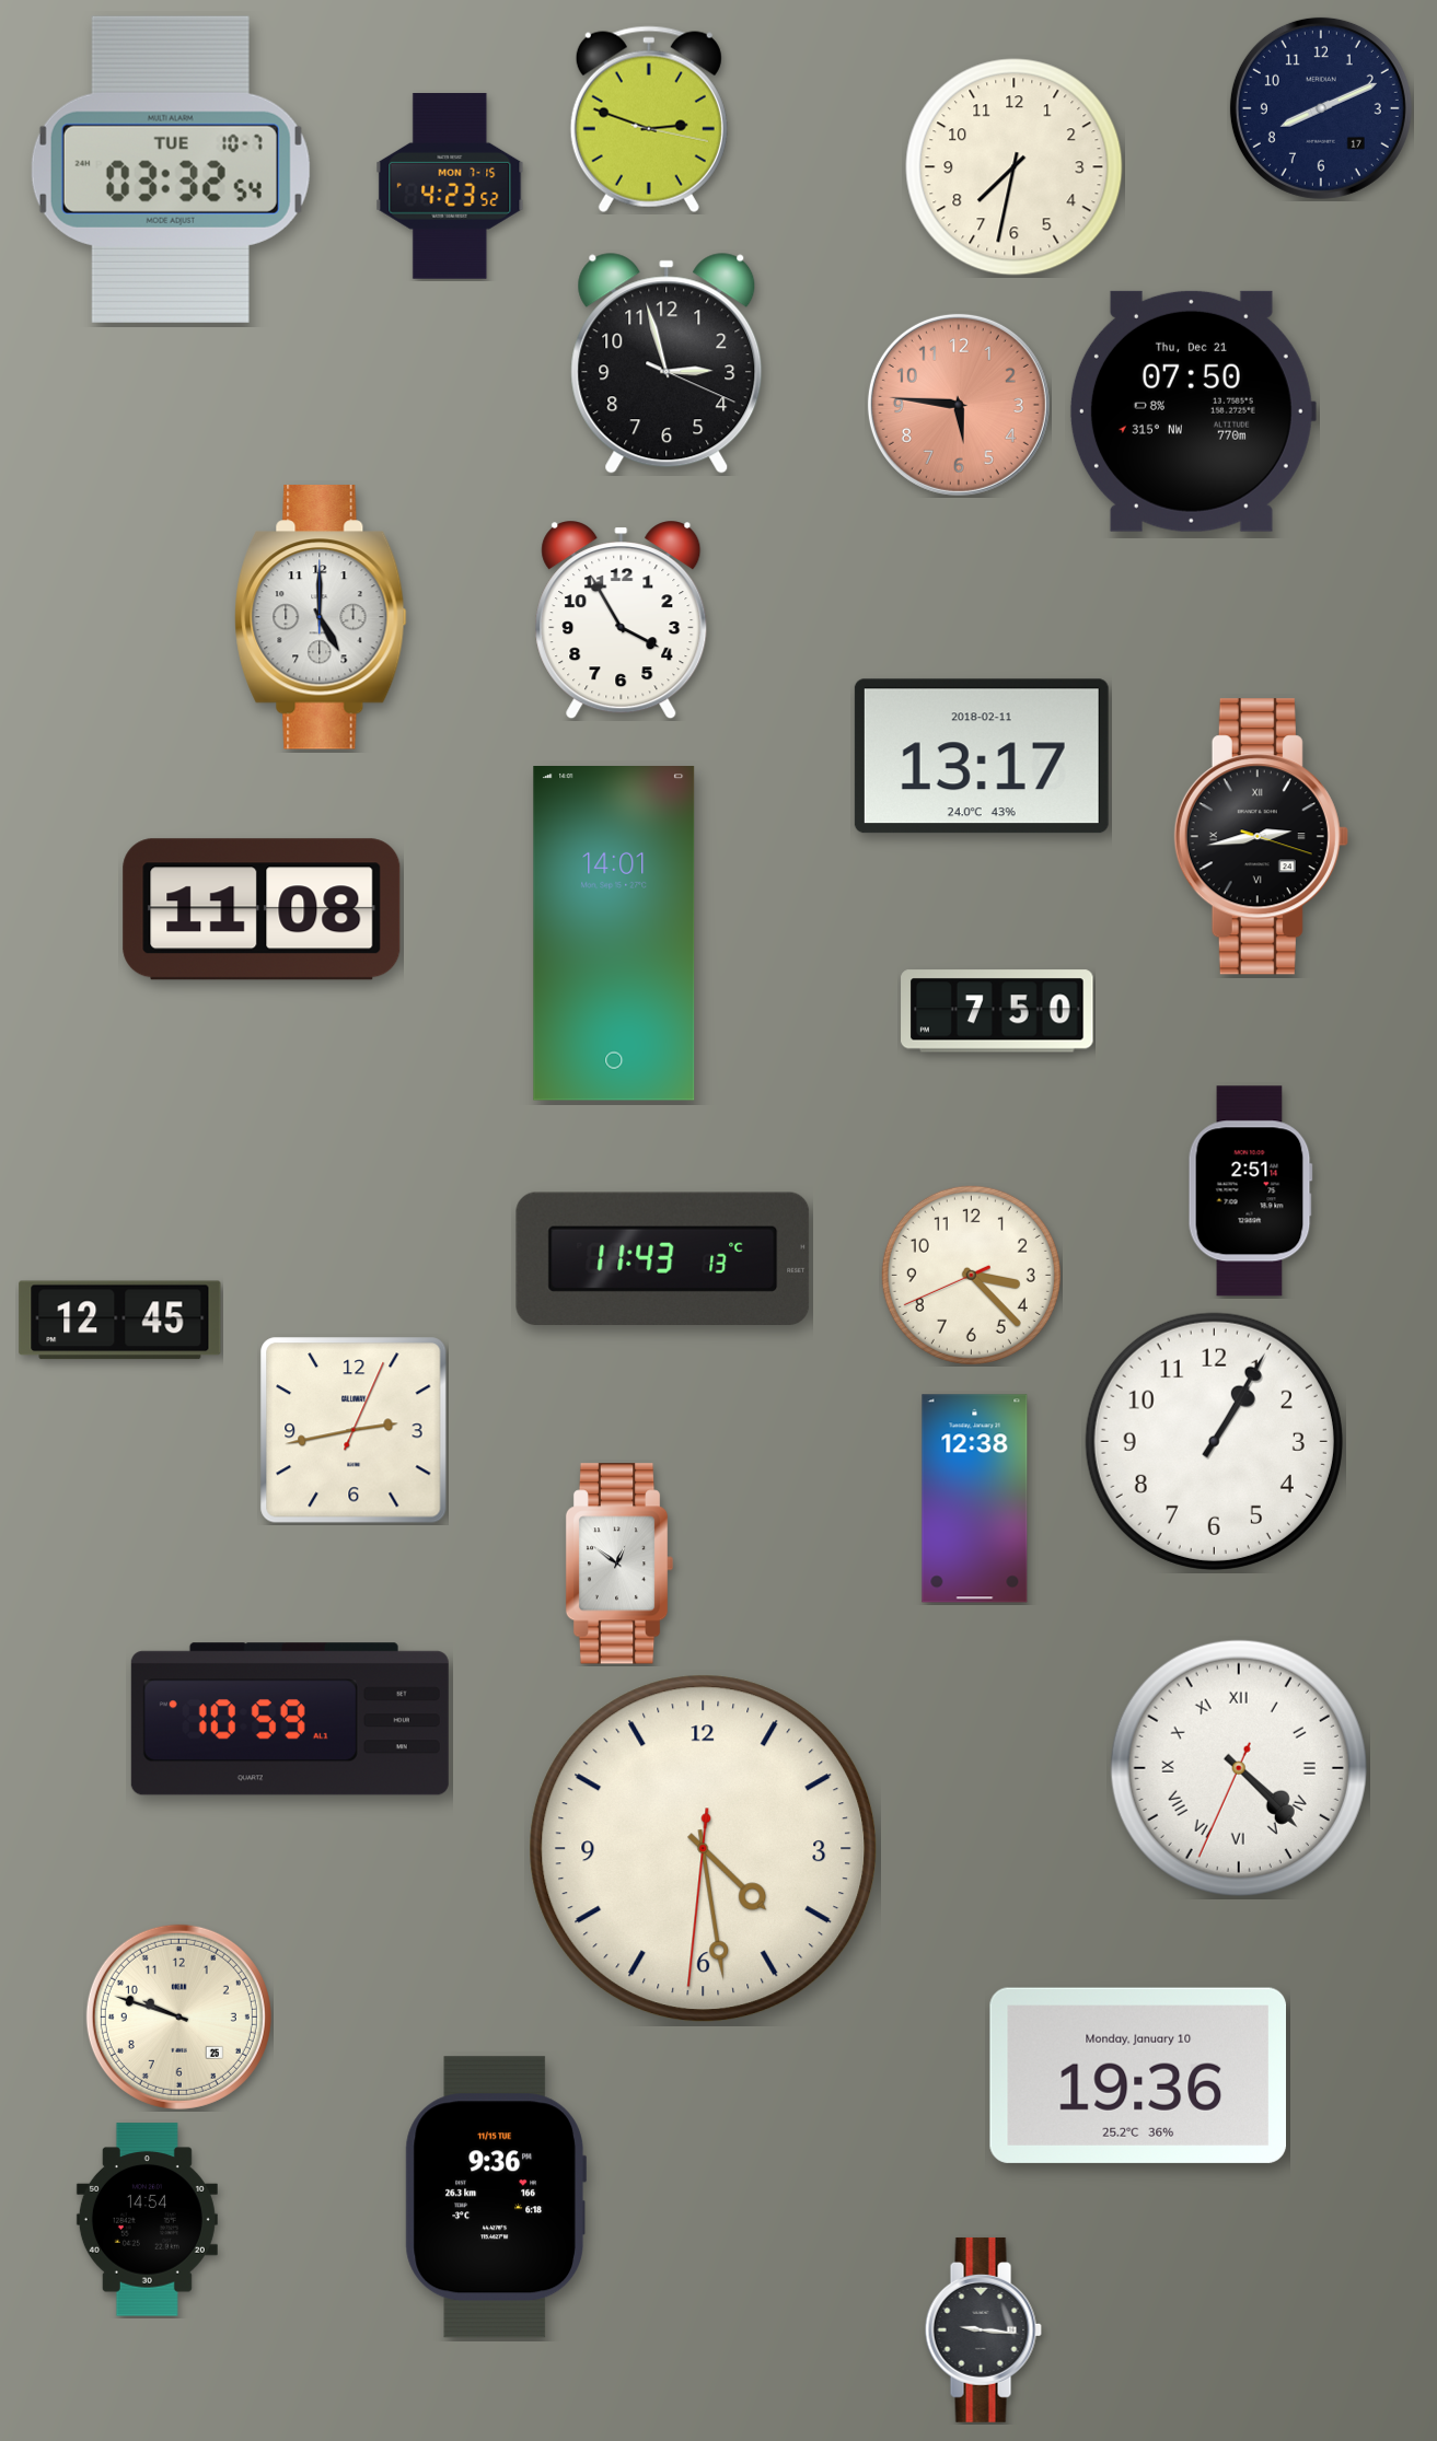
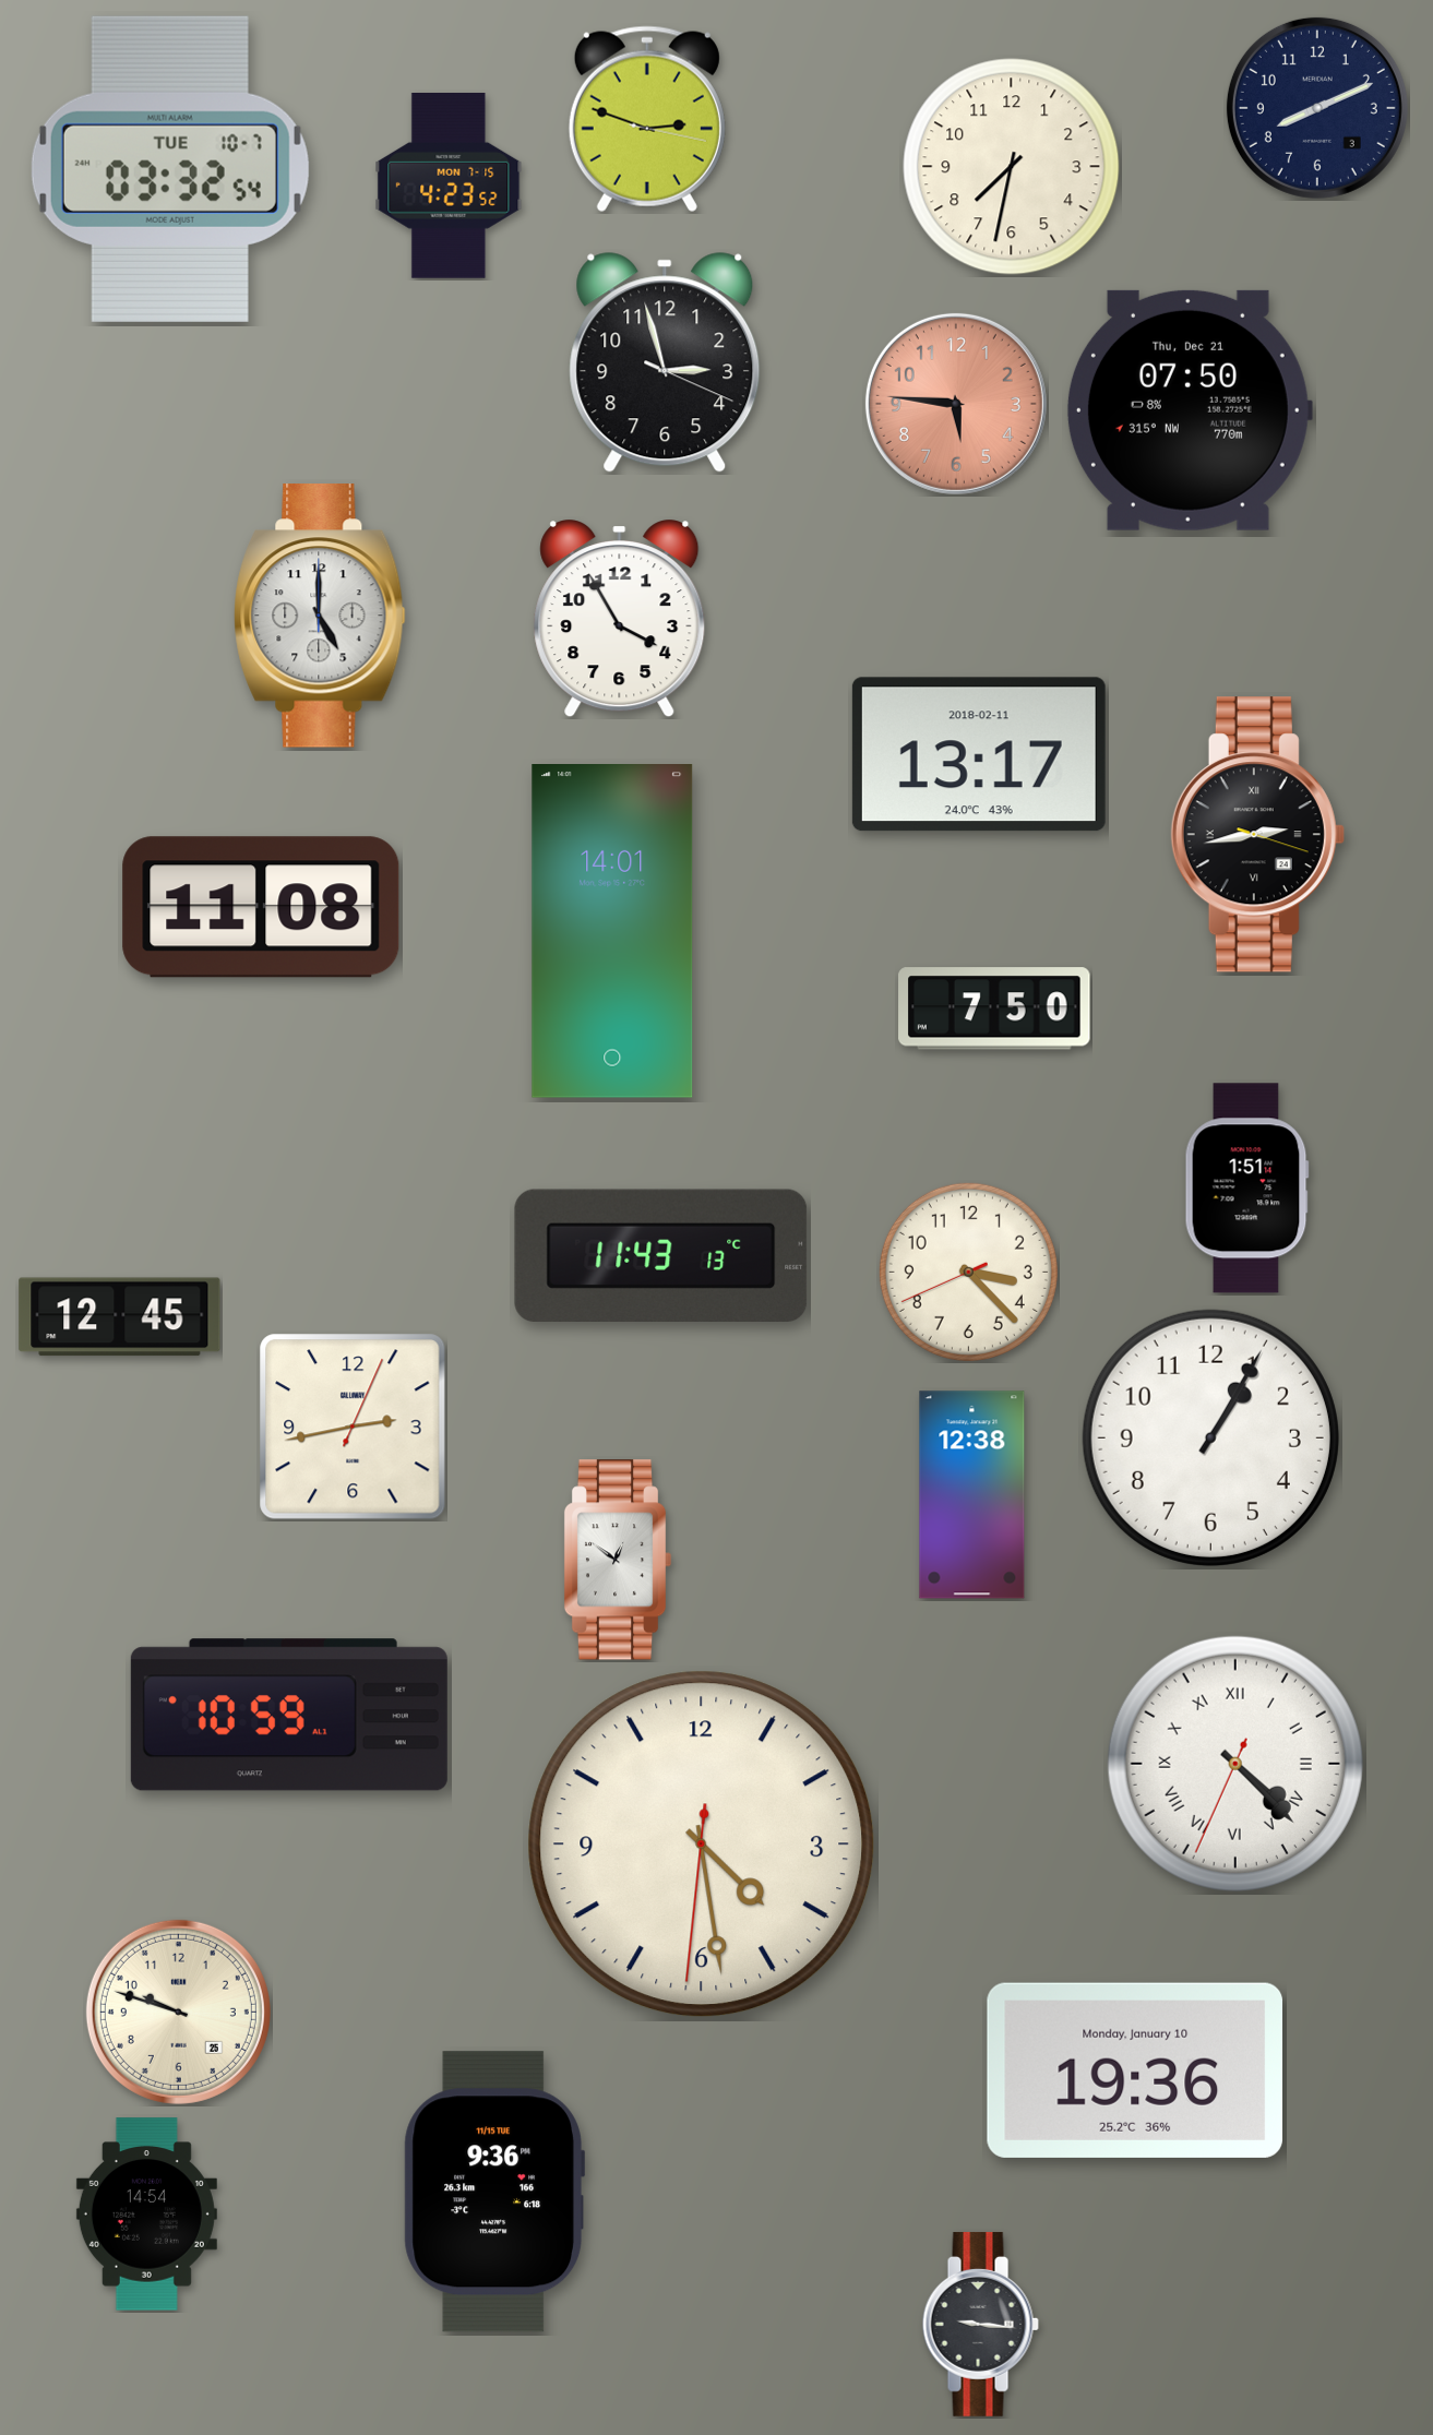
clock at (1321, 108) date: 17 -> 3
clock at (1250, 1192): 2:51 -> 1:51
